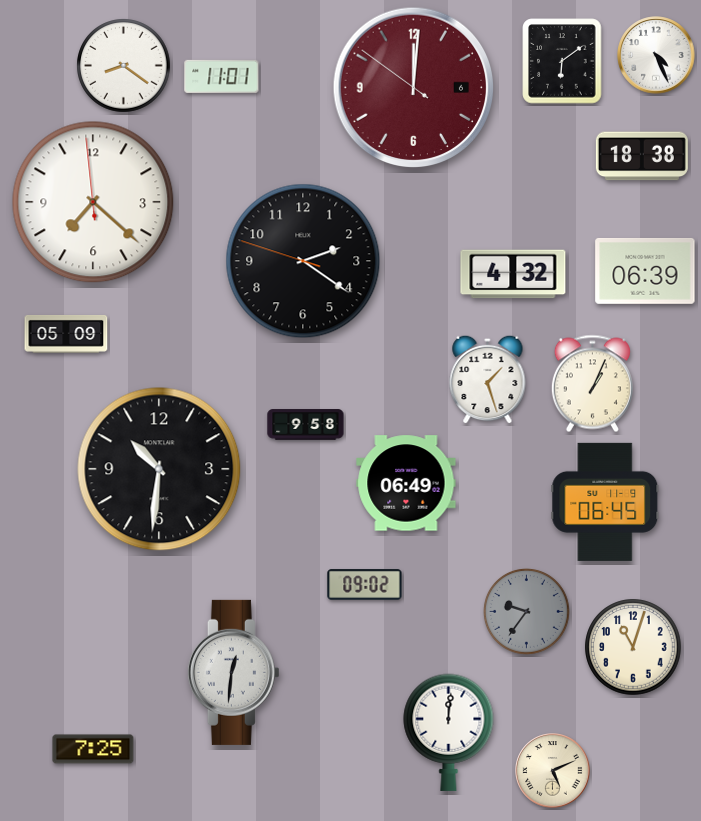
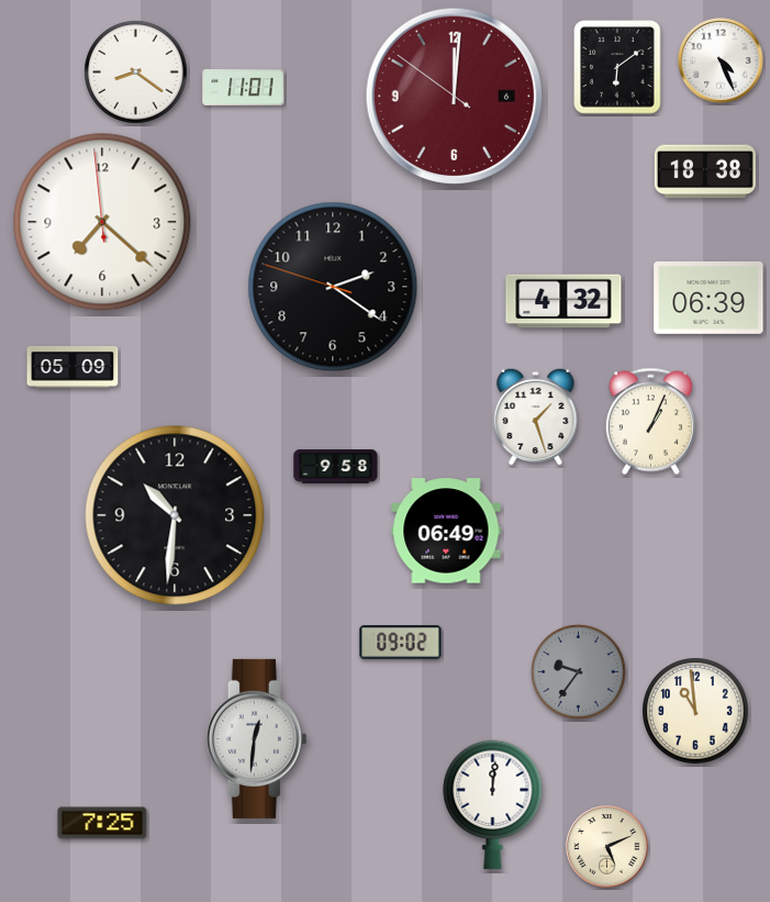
clock at (222, 76) position: (222, 76) -> (244, 87)
clock at (605, 502): 06:45 -> none
clock at (633, 647): 11:03 -> 10:59
